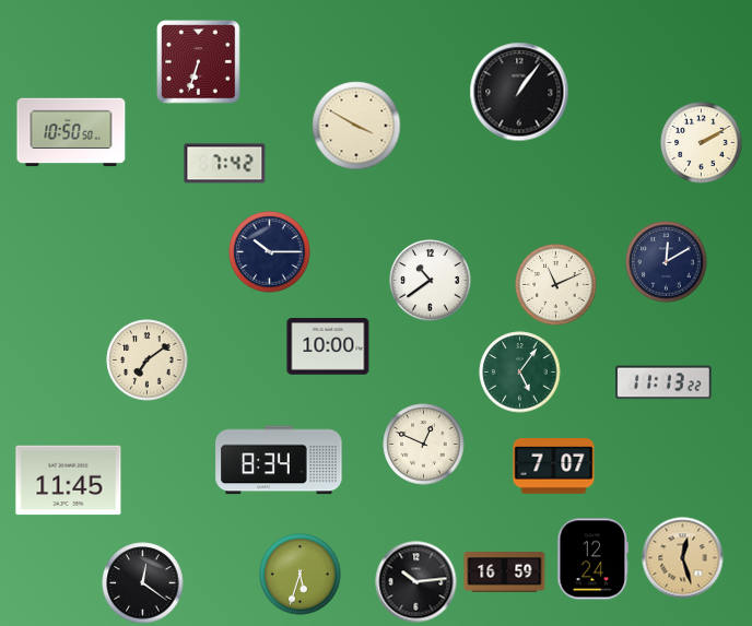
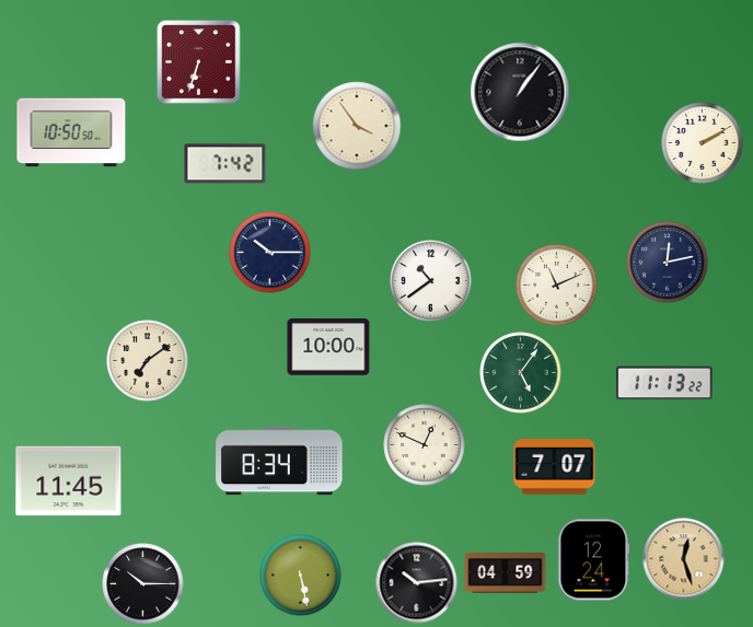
clock at (356, 126): 3:50 -> 3:54
clock at (667, 262): 12:10 -> 12:13
clock at (505, 572): 16:59 -> 04:59
clock at (301, 575): 5:33 -> 5:28
clock at (143, 583): 12:21 -> 10:15
